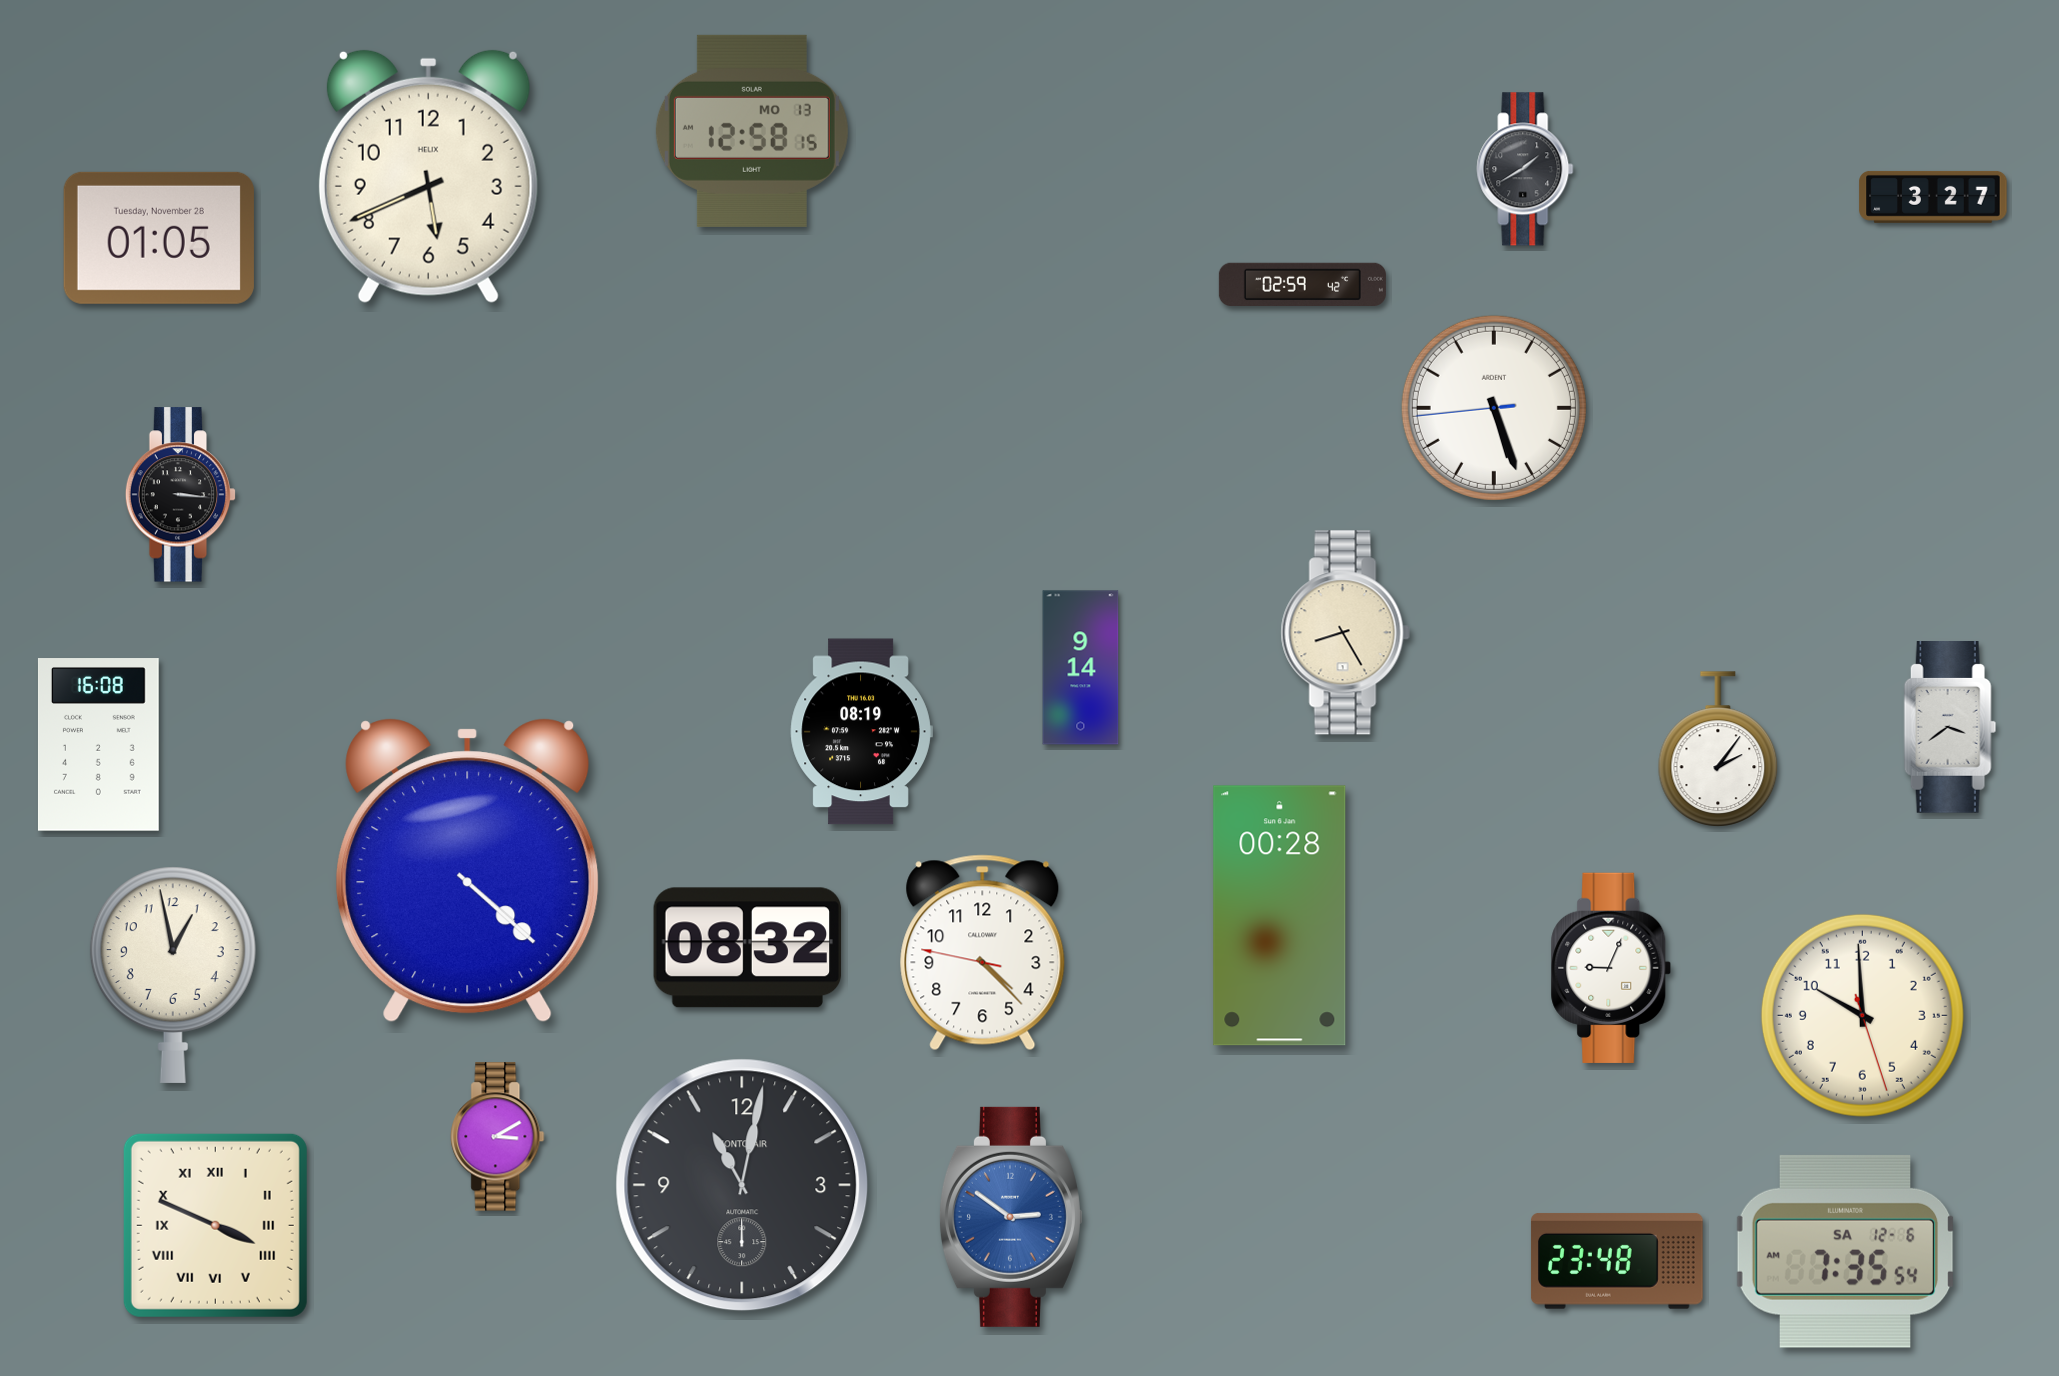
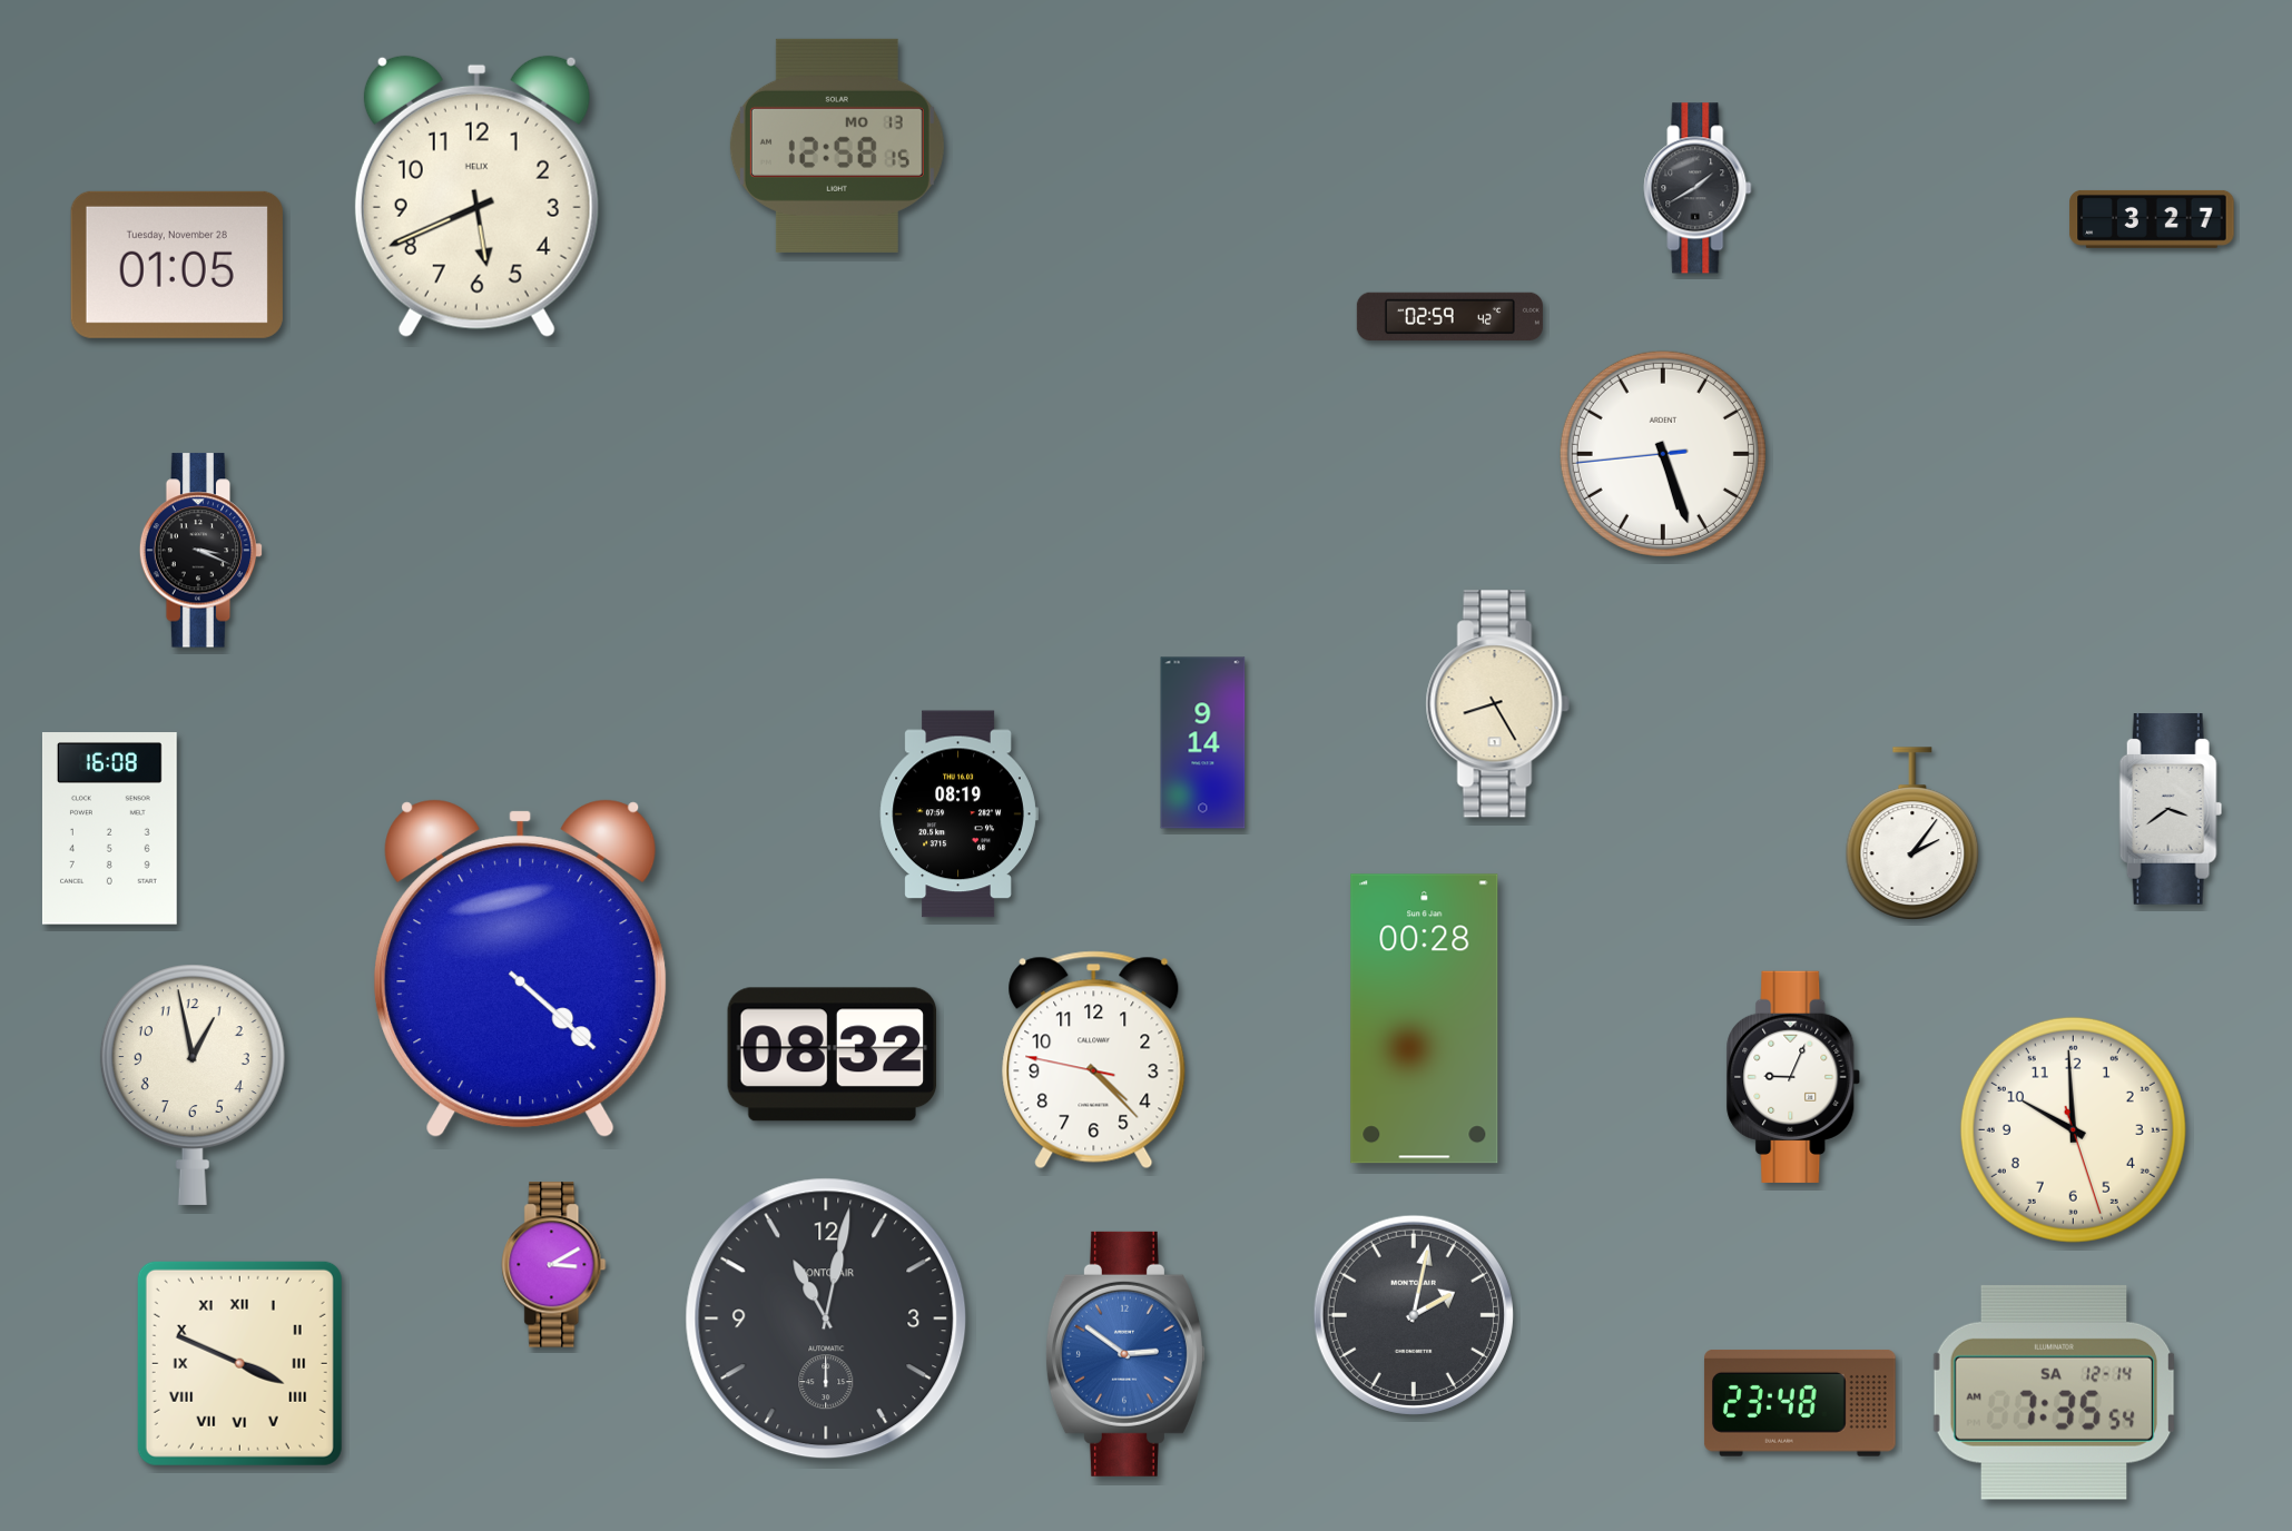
clock at (181, 495): 3:16 -> 3:19
clock at (1414, 1315): none -> 2:02
clock at (1845, 1251) date: SA 12-6 -> SA 12-14
